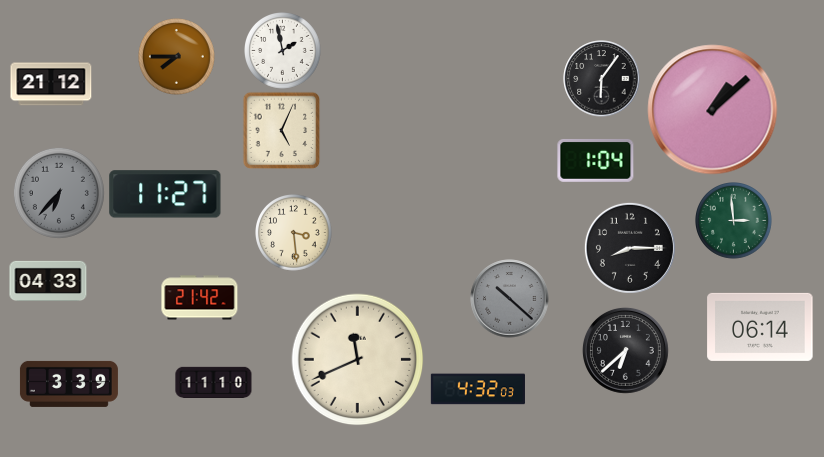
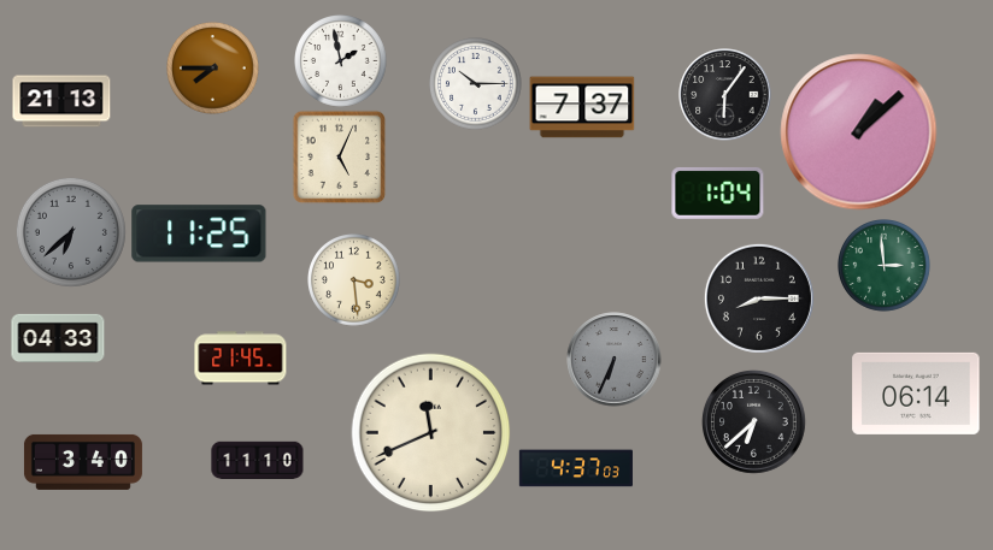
clock at (476, 84): none -> 10:15
clock at (51, 84): 21:12 -> 21:13
clock at (582, 107): none -> 7:37
clock at (59, 193): 6:37 -> 6:38
clock at (165, 194): 11:27 -> 11:25
clock at (200, 298): 21:42 -> 21:45
clock at (510, 299): 10:22 -> 6:34
clock at (69, 384): 3:39 -> 3:40
clock at (478, 389): 4:32 -> 4:37
